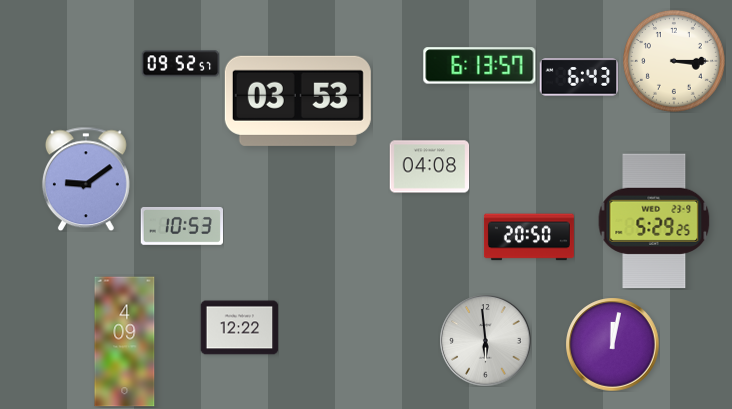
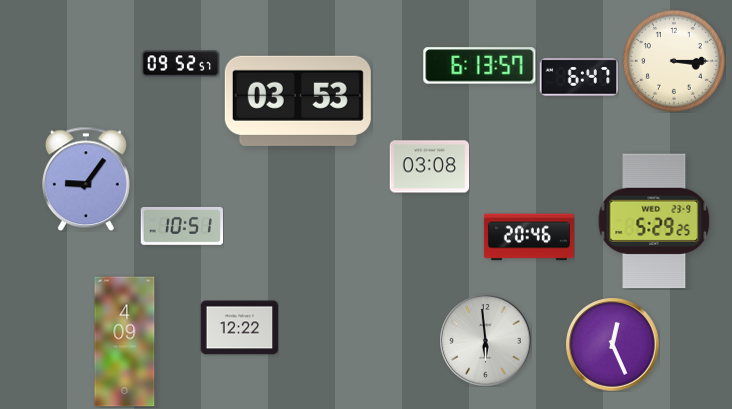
clock at (579, 77): 6:43 -> 6:47
clock at (429, 167): 04:08 -> 03:08
clock at (86, 179): 9:09 -> 9:06
clock at (181, 226): 10:53 -> 10:51
clock at (529, 237): 20:50 -> 20:46
clock at (612, 344): 12:02 -> 12:26
